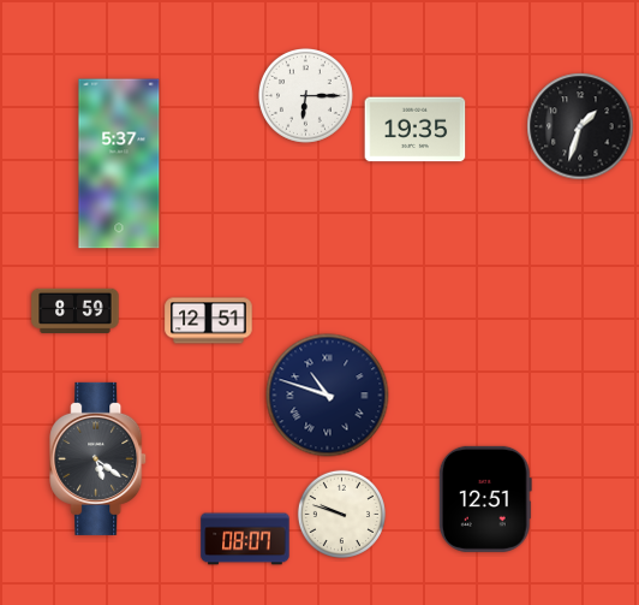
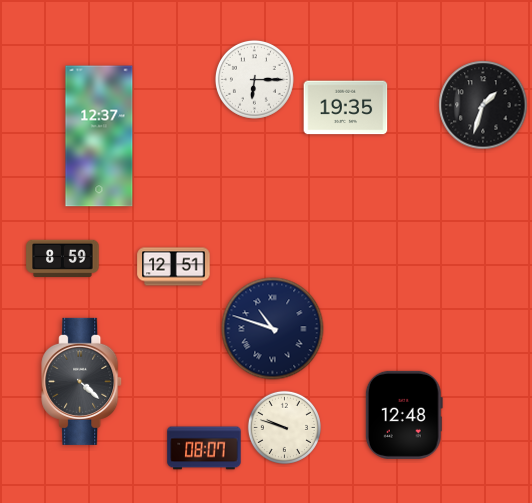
clock at (119, 164): 5:37 -> 12:37
clock at (98, 458): 5:21 -> 4:22
clock at (485, 499): 12:51 -> 12:48
